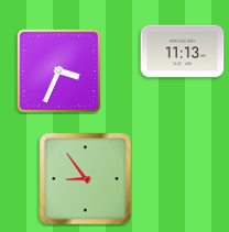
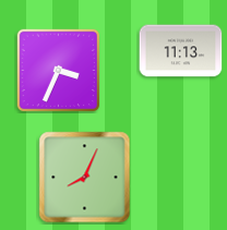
clock at (86, 179): 8:54 -> 8:04
